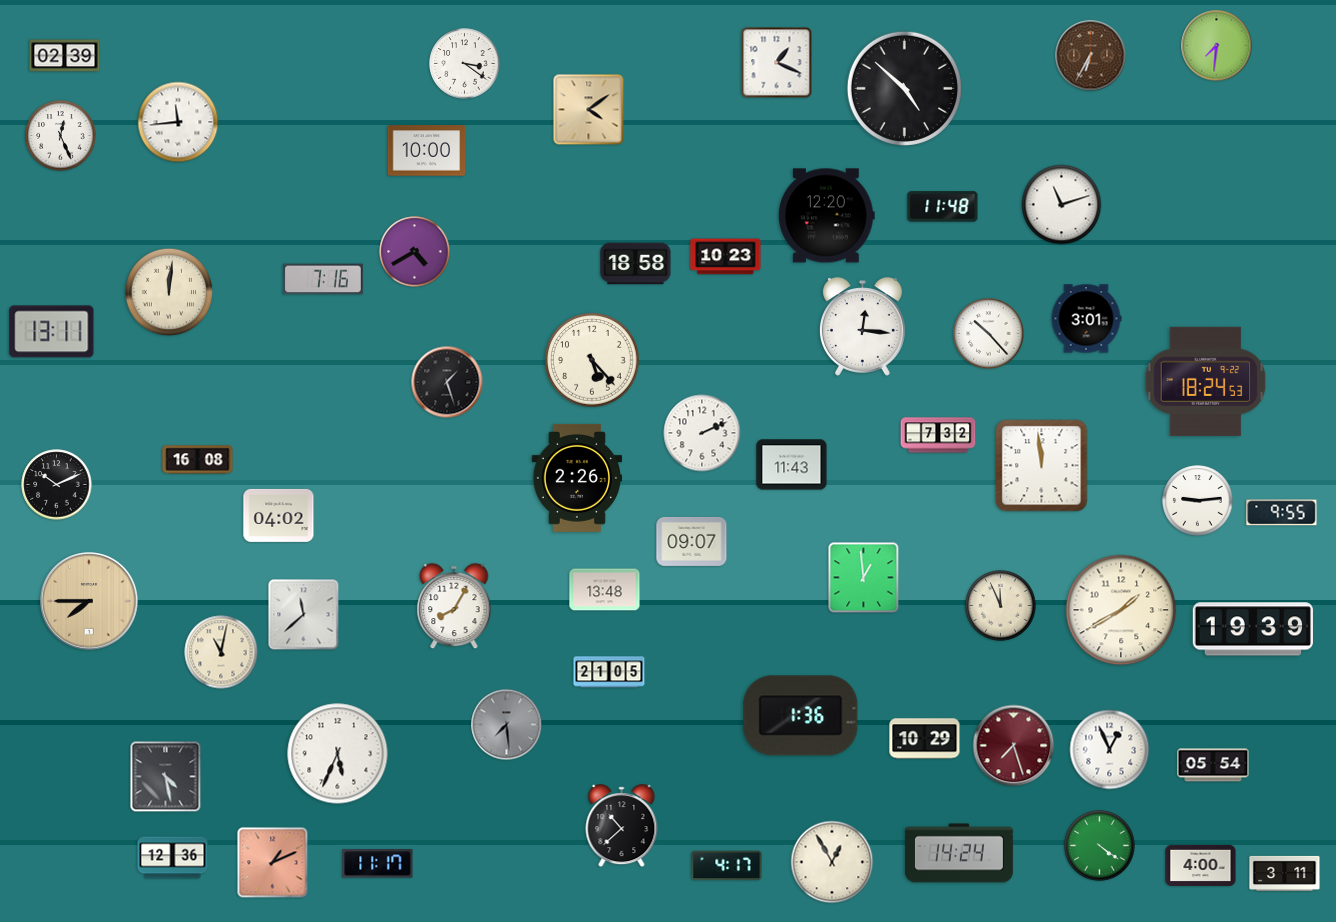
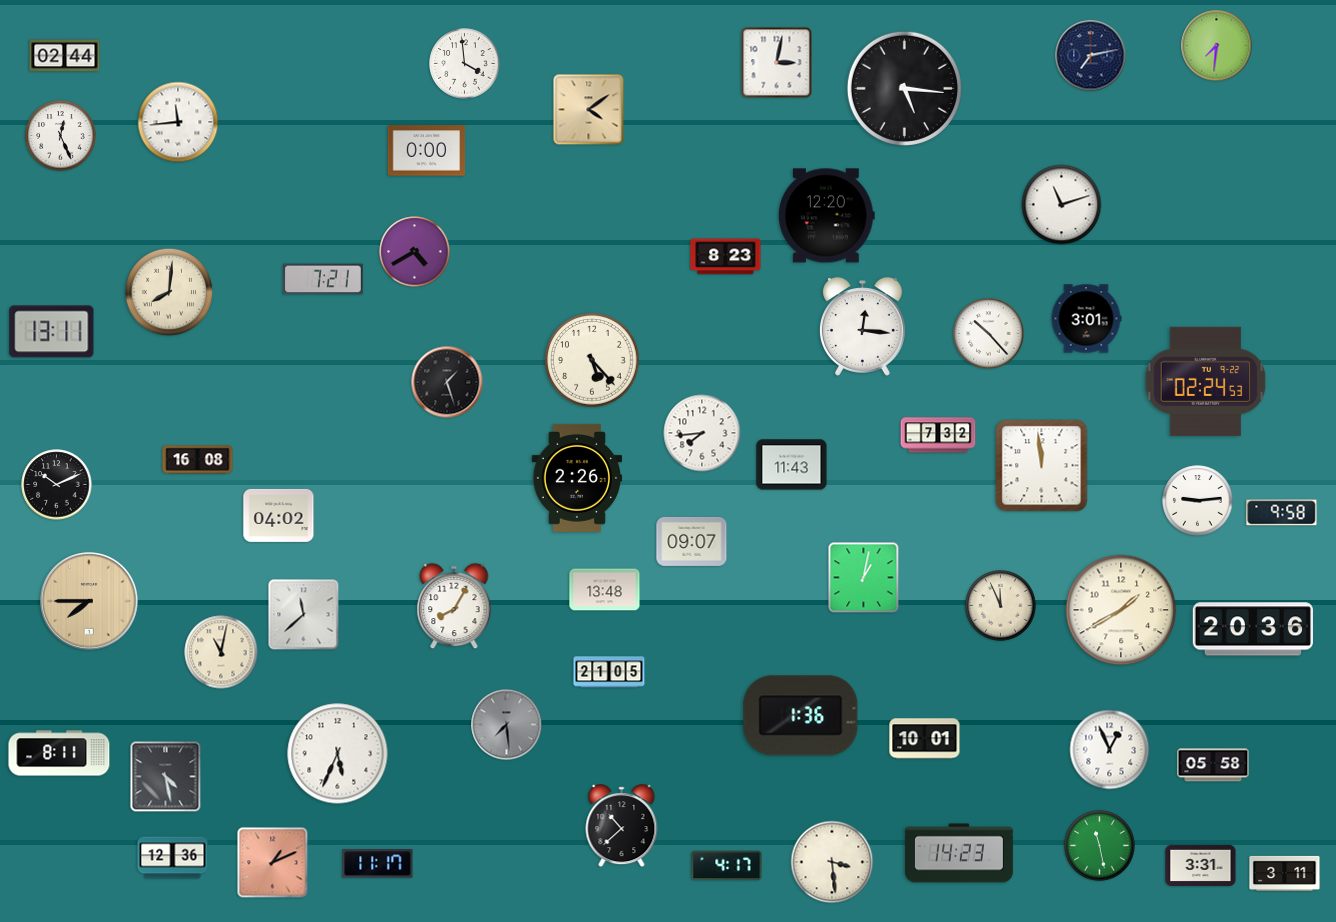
clock at (65, 56): 02:39 -> 02:44
clock at (1091, 56): 6:35 -> 7:13
clock at (1091, 56) dial: brown -> navy
clock at (777, 63): 1:19 -> 3:02
clock at (465, 64): 3:21 -> 3:59
clock at (904, 88): 4:52 -> 5:16
clock at (427, 151): 10:00 -> 0:00
clock at (943, 207): 11:48 -> none
clock at (726, 257): 10:23 -> 8:23
clock at (636, 264): 18:58 -> none
clock at (324, 279): 7:16 -> 7:21
clock at (169, 292): 12:01 -> 8:01
clock at (1206, 381): 18:24 -> 02:24
clock at (702, 433): 2:11 -> 7:44
clock at (1282, 513): 9:55 -> 9:58
clock at (864, 578): 12:59 -> 1:02
clock at (1252, 629): 19:39 -> 20:36
clock at (925, 739): 10:29 -> 10:01
clock at (1014, 746): 7:27 -> none
clock at (59, 753): none -> 8:11
clock at (1213, 765): 05:54 -> 05:58
clock at (1100, 846): 4:21 -> 11:28
clock at (959, 853): 14:24 -> 14:23
clock at (832, 862): 12:55 -> 3:29
clock at (1201, 865): 4:00 -> 3:31
